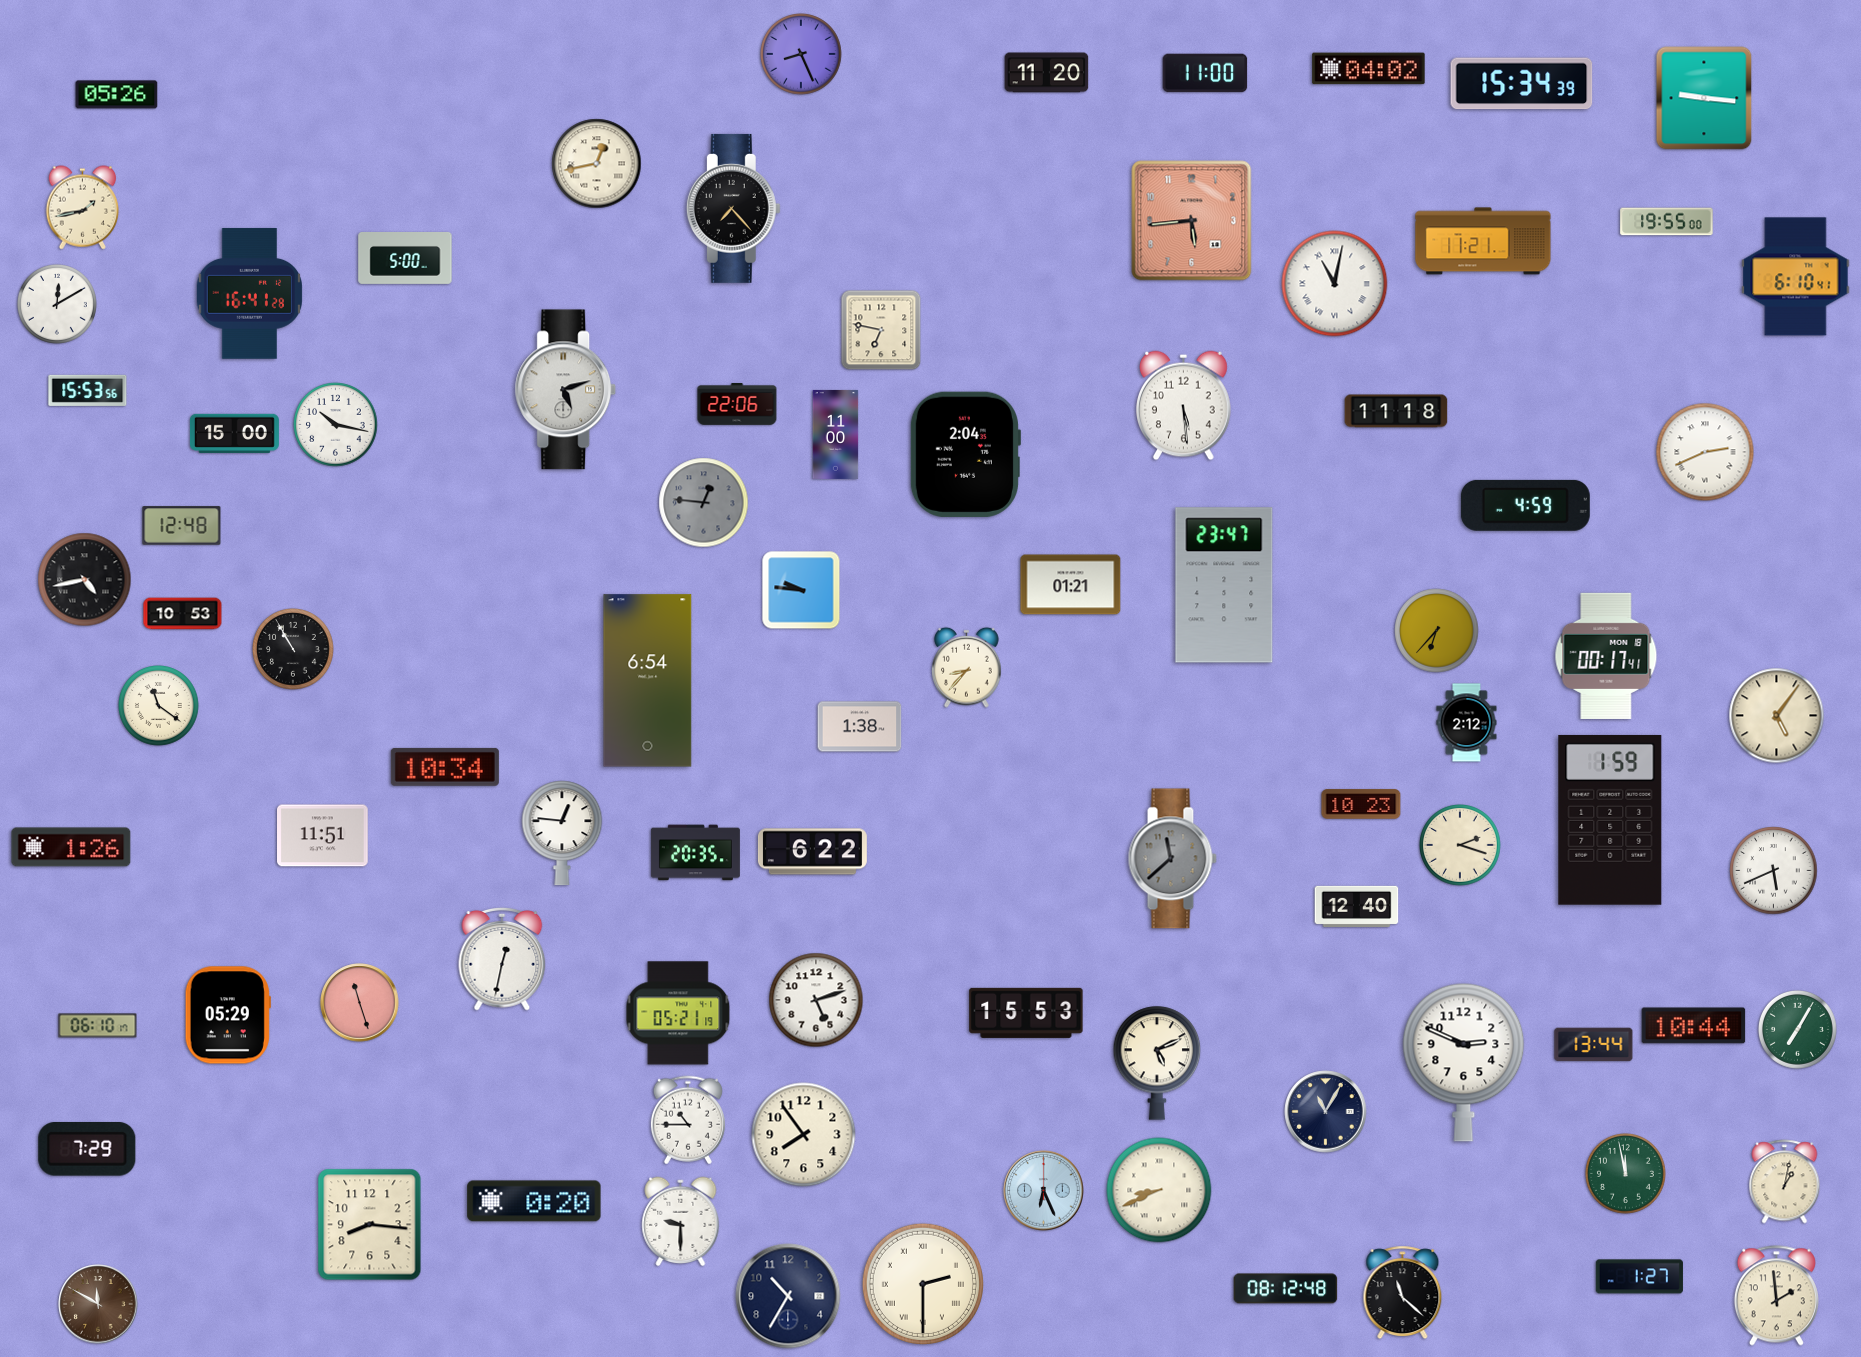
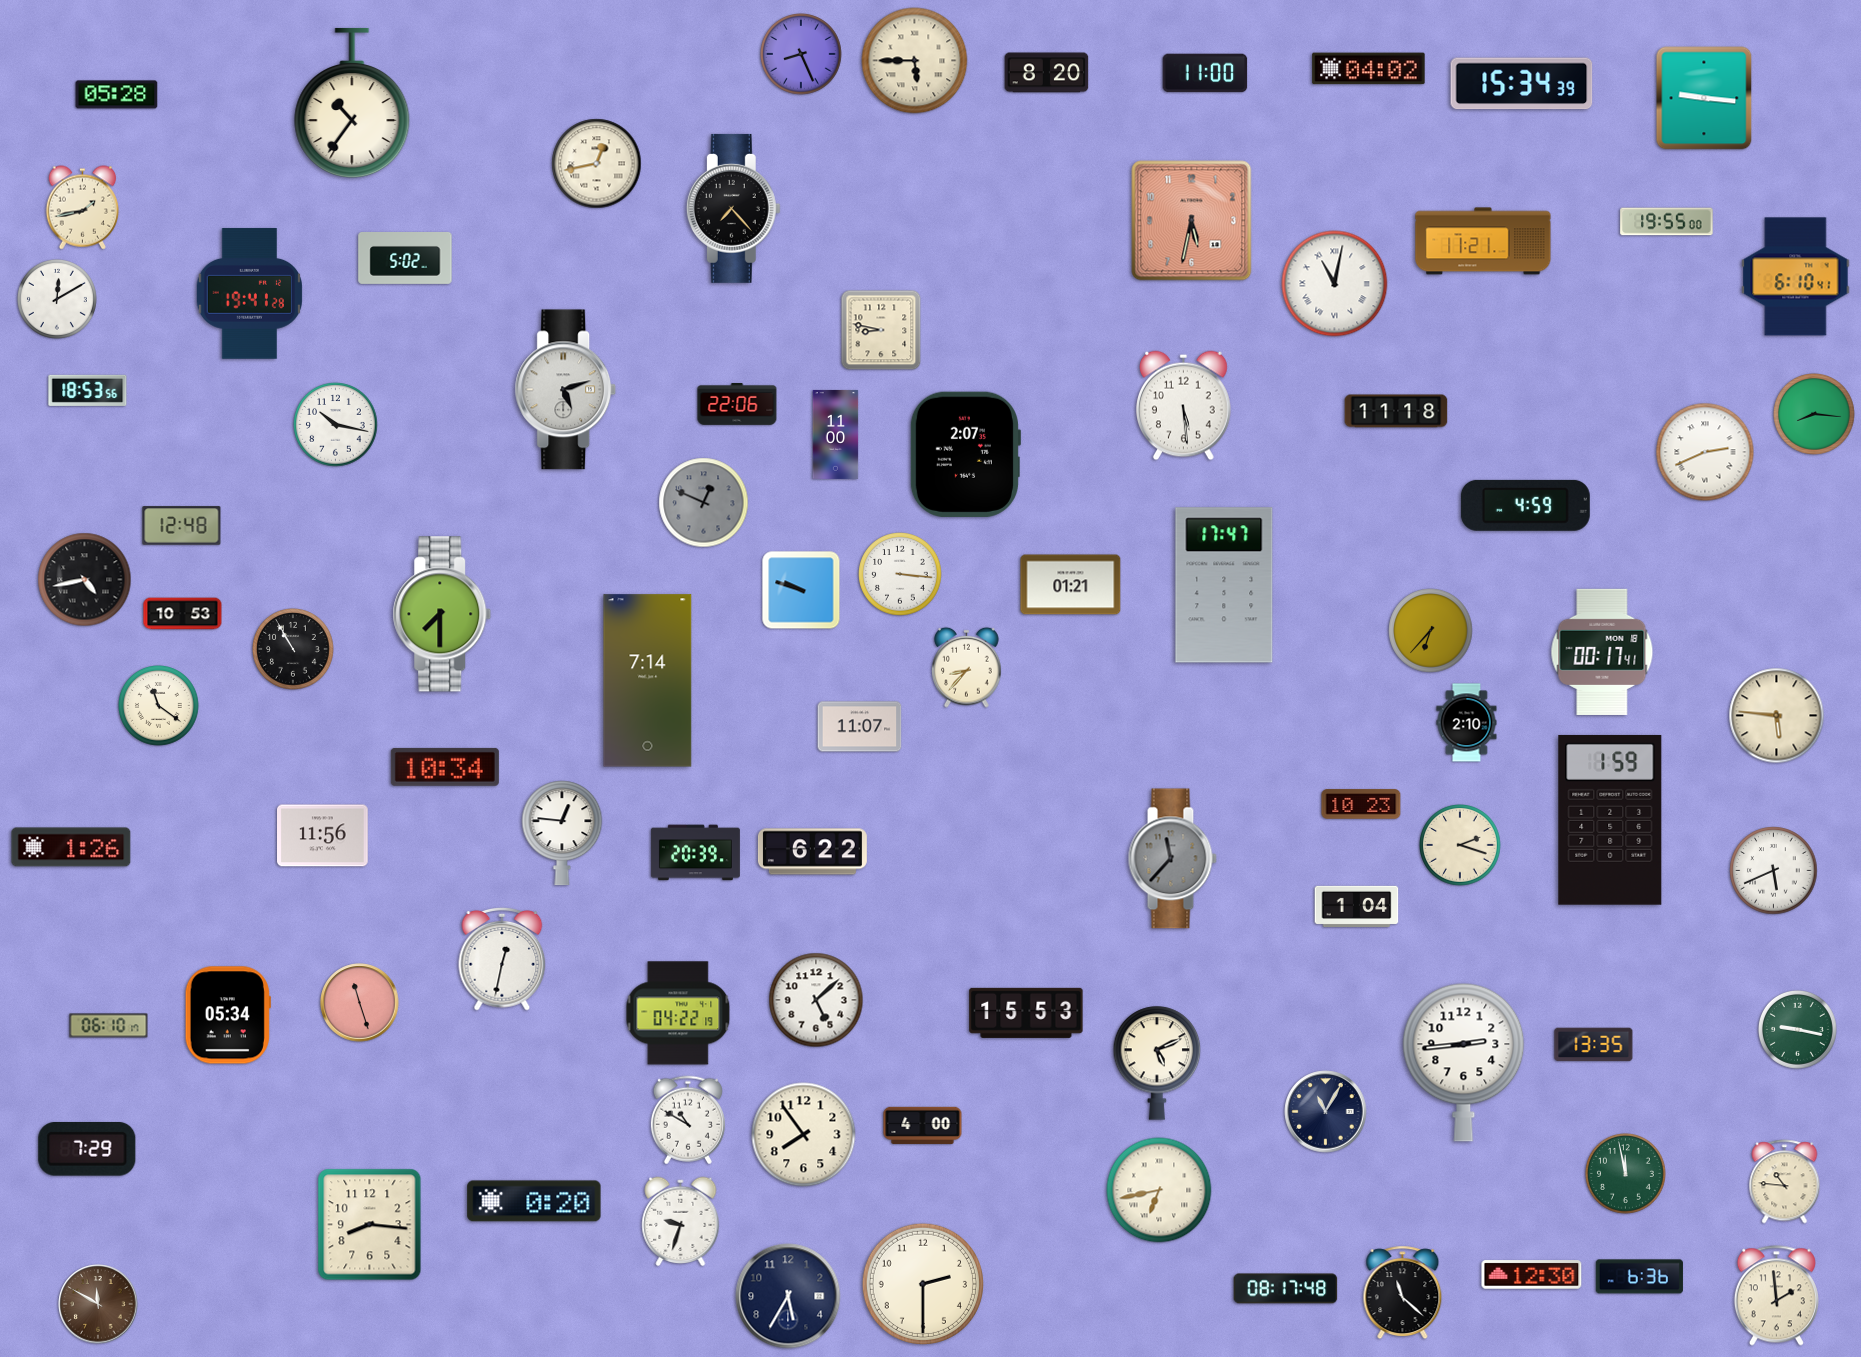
clock at (915, 61): none -> 5:45
clock at (1047, 73): 11:20 -> 8:20
clock at (117, 95): 05:26 -> 05:28
clock at (352, 103): none -> 10:36
clock at (1192, 221): 5:44 -> 5:32
clock at (405, 259): 5:00 -> 5:02
clock at (249, 294): 16:41 -> 19:41
clock at (57, 304) position: (57, 304) -> (57, 299)
clock at (881, 330): 6:47 -> 8:47
clock at (88, 390): 15:53 -> 18:53
clock at (1815, 415): none -> 8:16
clock at (234, 433): 15:00 -> none
clock at (965, 454): 2:04 -> 2:07
clock at (704, 503): 12:46 -> 12:49
clock at (900, 574): none -> 3:16
clock at (1224, 585): 23:47 -> 17:47
clock at (801, 590): 9:46 -> 9:48
clock at (442, 614): none -> 7:30
clock at (1437, 631) position: (1437, 631) -> (1431, 631)
clock at (1606, 656) position: (1606, 656) -> (1602, 652)
clock at (648, 681): 6:54 -> 7:14
clock at (1777, 716): 5:06 -> 5:46
clock at (1467, 723): 2:12 -> 2:10
clock at (860, 727): 1:38 -> 11:07
clock at (323, 836): 11:51 -> 11:56
clock at (695, 853): 20:35 -> 20:39
clock at (1172, 859): 11:38 -> 11:37
clock at (1357, 906): 12:40 -> 1:04
clock at (816, 1000): 5:12 -> 5:08
clock at (678, 1013): 05:21 -> 04:22
clock at (228, 1015): 05:29 -> 05:34
clock at (98, 1026) position: (98, 1026) -> (109, 1026)
clock at (1694, 1026): 10:44 -> none
clock at (1797, 1029): 7:05 -> 9:17
clock at (1594, 1045): 13:44 -> 13:35
clock at (1464, 1062): 2:49 -> 2:44
clock at (688, 1120): 10:45 -> 10:50
clock at (923, 1125): none -> 4:00
clock at (1785, 1182): 1:02 -> 10:46
clock at (1159, 1190): 8:41 -> 6:43
clock at (1044, 1191): 6:26 -> none
clock at (681, 1222): 9:30 -> 9:33
clock at (1532, 1275): none -> 12:30
clock at (1639, 1277): 1:27 -> 6:36
clock at (923, 1284) numerals: Roman -> Arabic
clock at (1286, 1289): 08:12 -> 08:17
clock at (788, 1296): 10:35 -> 5:35
